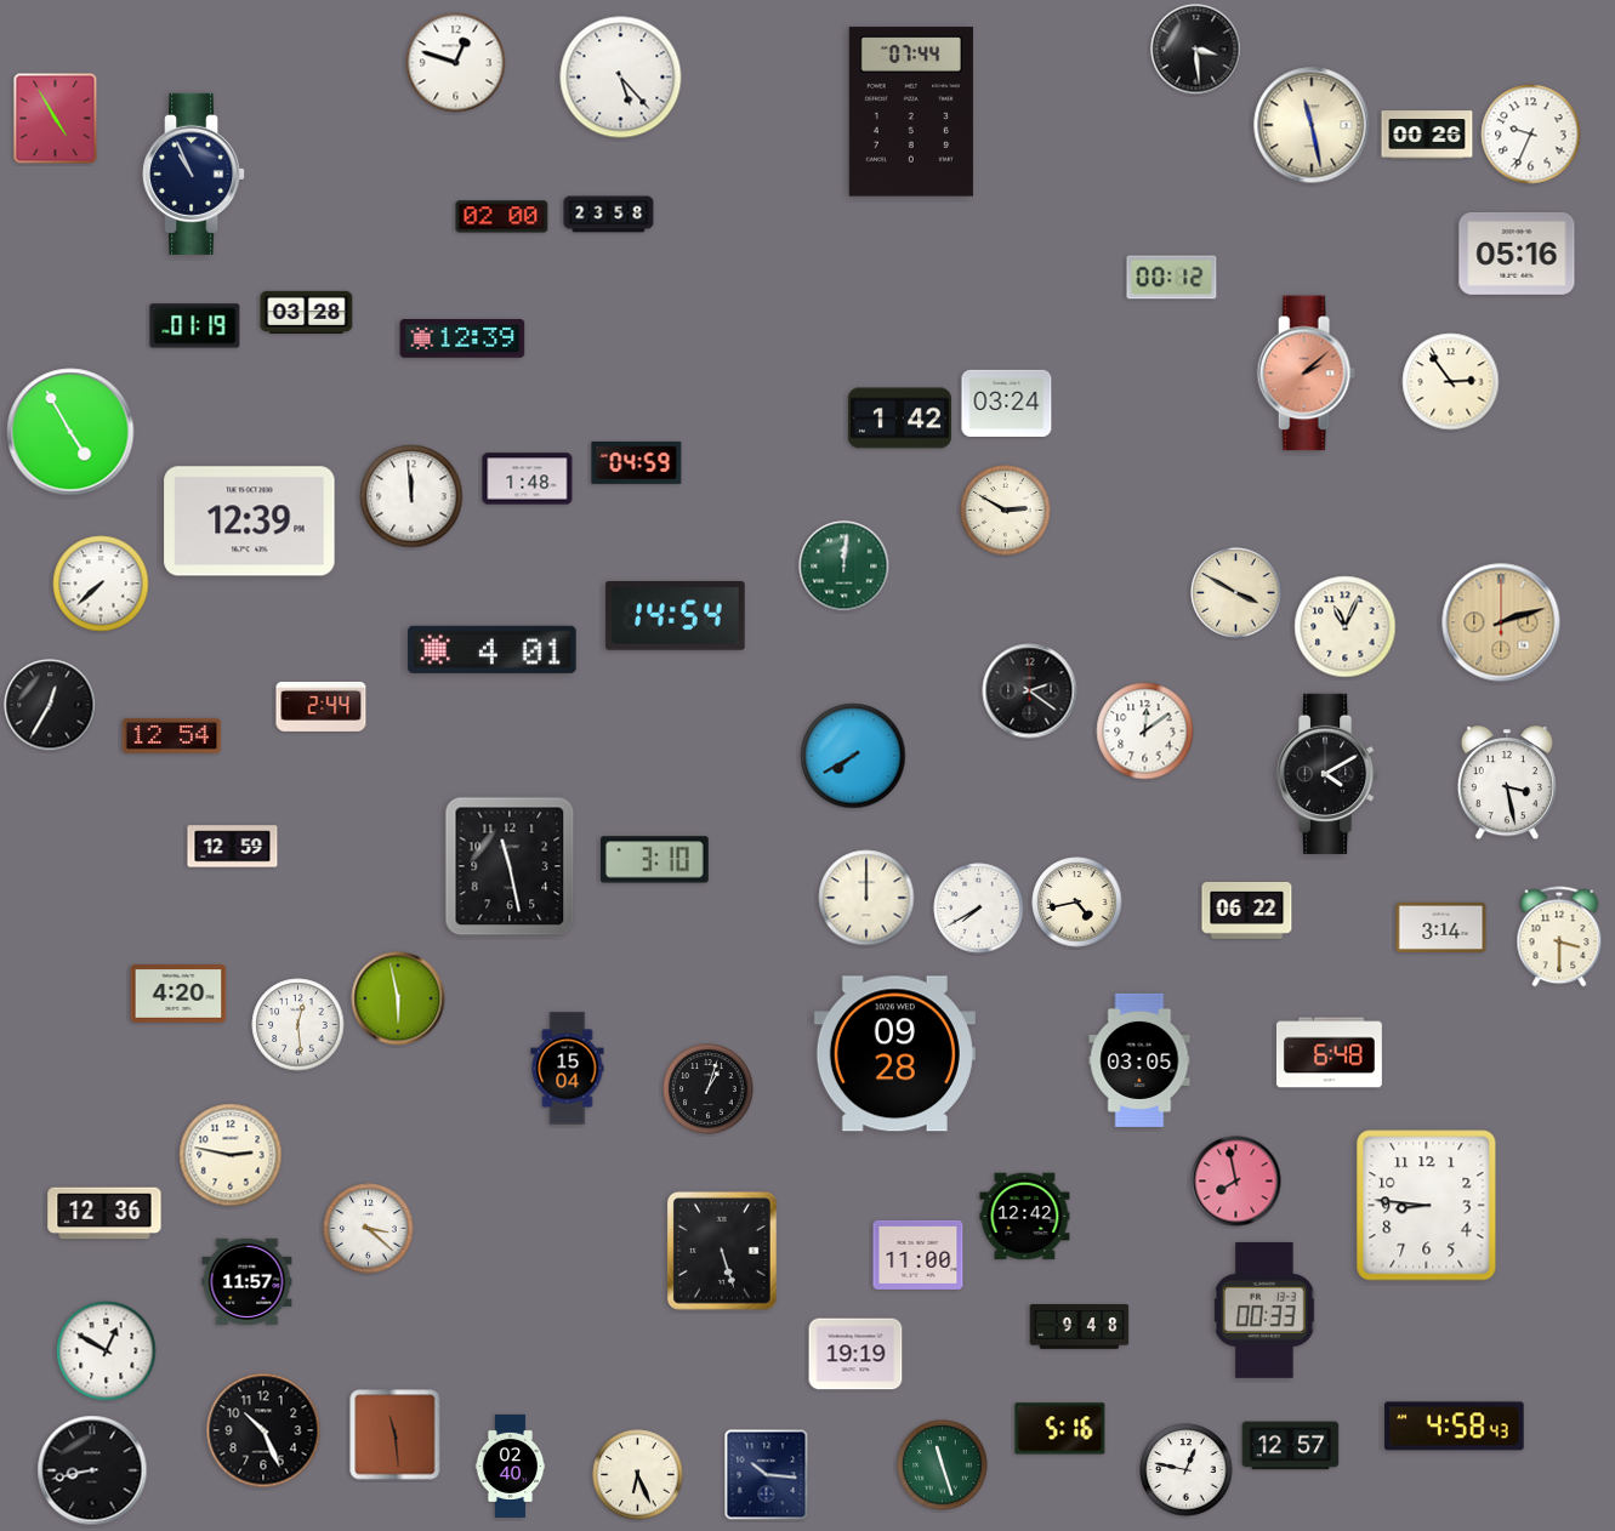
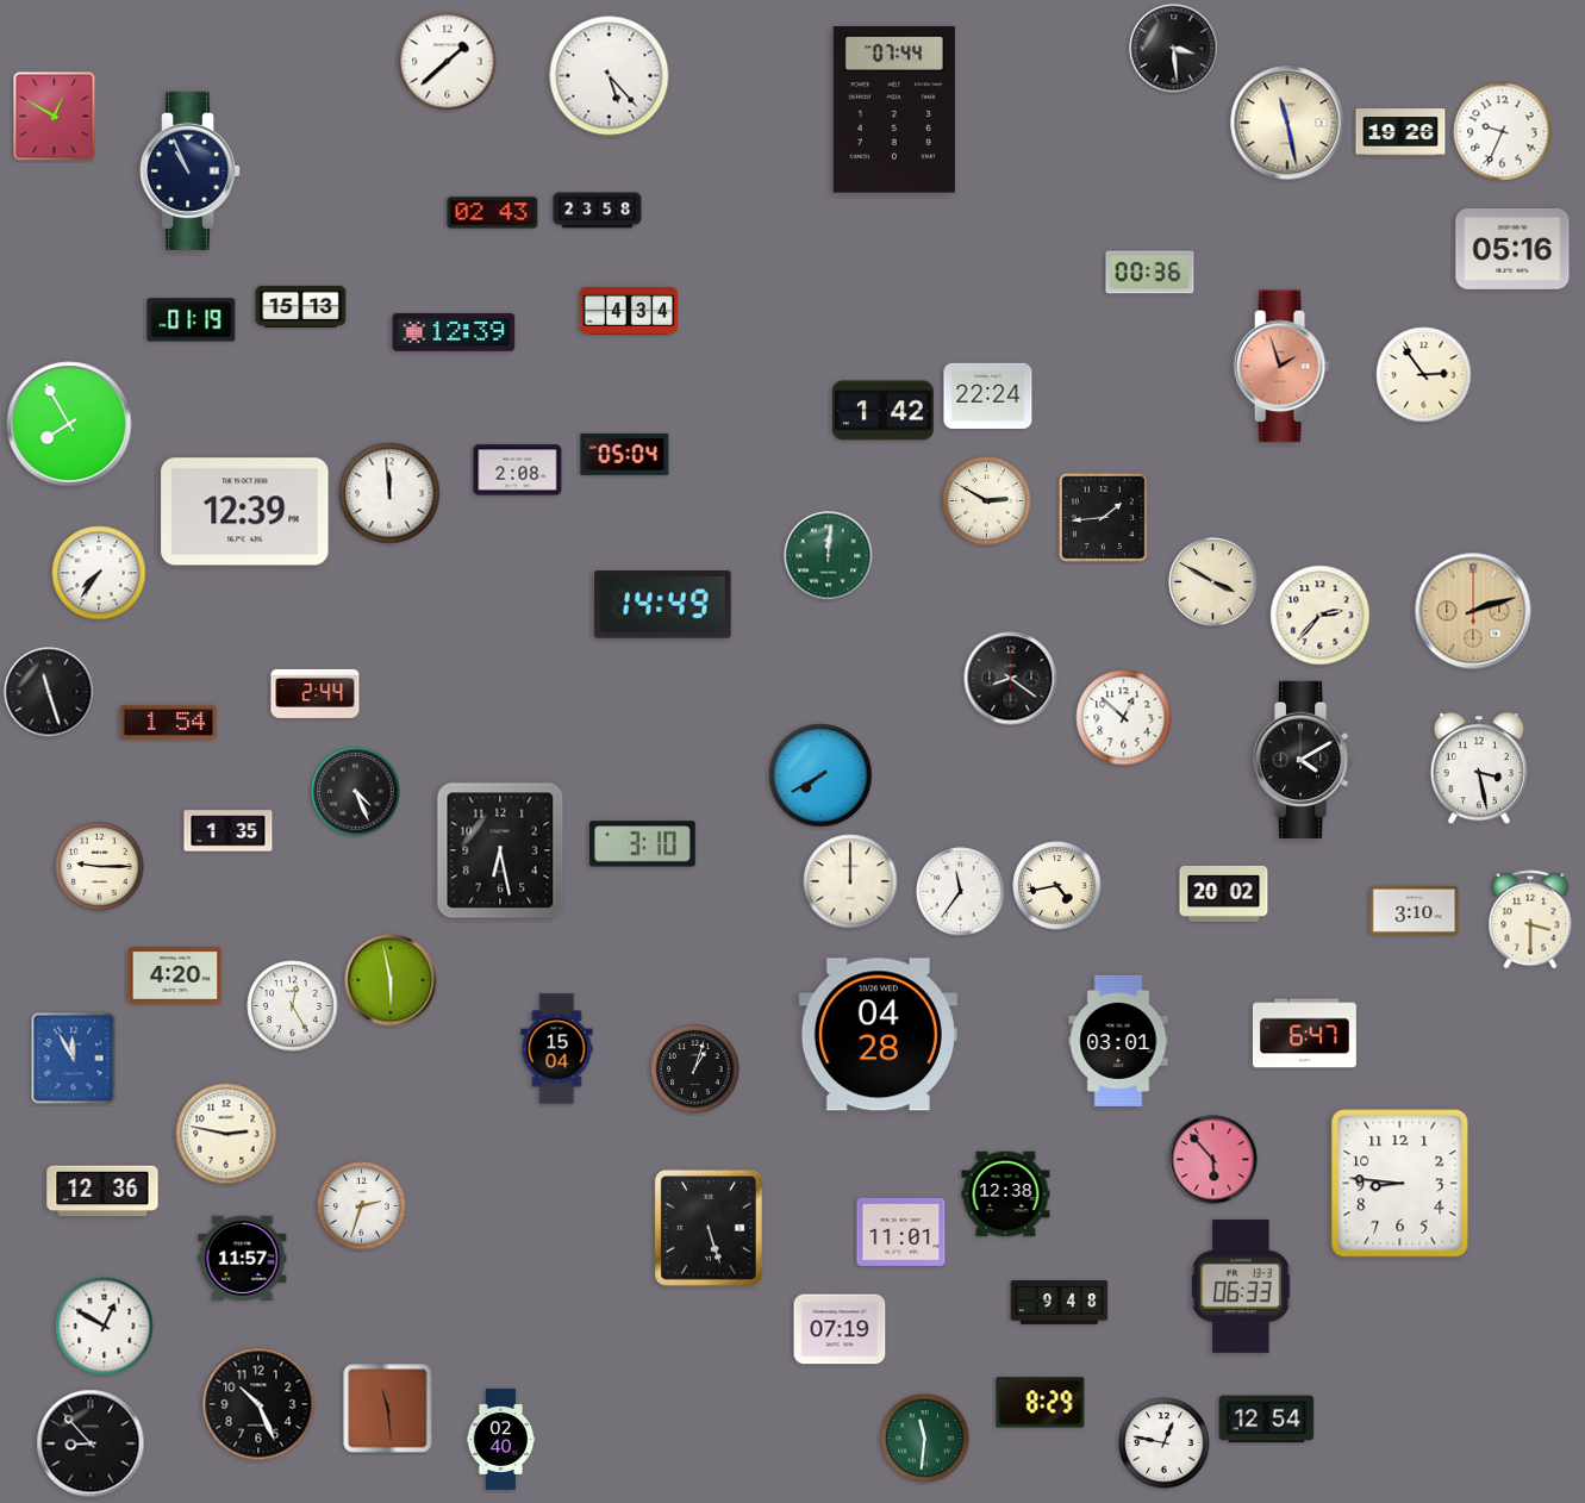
clock at (456, 63): 12:48 -> 1:38
clock at (56, 119): 4:55 -> 12:50
clock at (1427, 135): 00:26 -> 19:26
clock at (502, 217): 02:00 -> 02:43
clock at (1517, 254) position: (1517, 254) -> (1512, 249)
clock at (1172, 278): 00:12 -> 00:36
clock at (307, 312): 03:28 -> 15:13
clock at (629, 311): none -> 4:34
clock at (1306, 374): 2:08 -> 1:57
clock at (1007, 403): 03:24 -> 22:24
clock at (70, 432): 4:55 -> 7:55
clock at (637, 462): 04:59 -> 05:04
clock at (528, 479): 1:48 -> 2:08
clock at (411, 496) position: (411, 496) -> (389, 493)
clock at (1103, 517): none -> 1:44
clock at (101, 584): 7:38 -> 7:36
clock at (676, 616): 14:54 -> 14:49
clock at (1346, 627): 11:04 -> 2:37
clock at (493, 649): 4:01 -> none
clock at (1030, 691): 2:21 -> 8:21
clock at (50, 705): 12:35 -> 11:27
clock at (1145, 732): 12:09 -> 12:52
clock at (172, 735): 12:54 -> 1:54
clock at (853, 756) position: (853, 756) -> (820, 775)
clock at (356, 792): none -> 4:26
clock at (233, 847): 12:59 -> 1:35
clock at (510, 866): 11:28 -> 6:28
clock at (100, 867): none -> 9:15
clock at (979, 909): 7:40 -> 11:36
clock at (1247, 910): 06:22 -> 20:02
clock at (1441, 927): 3:14 -> 3:10
clock at (298, 1025): 12:29 -> 12:25
clock at (1329, 1053): 6:48 -> 6:47
clock at (894, 1054): 09:28 -> 04:28
clock at (1139, 1060): 03:05 -> 03:01
clock at (74, 1059): none -> 11:55
clock at (1236, 1182): 7:58 -> 5:53
clock at (1025, 1217): 12:42 -> 12:38
clock at (369, 1229): 3:22 -> 2:33
clock at (919, 1254): 11:00 -> 11:01
clock at (1266, 1310): 00:33 -> 06:33
clock at (855, 1354): 19:19 -> 07:19
clock at (1455, 1427): 4:58 -> none
clock at (1060, 1429): 5:16 -> 8:29
clock at (1291, 1446): 12:57 -> 12:54
clock at (943, 1465): 11:27 -> 11:31
clock at (92, 1470): 8:43 -> 8:53
clock at (638, 1475): 6:26 -> none
clock at (767, 1475): 10:16 -> none
